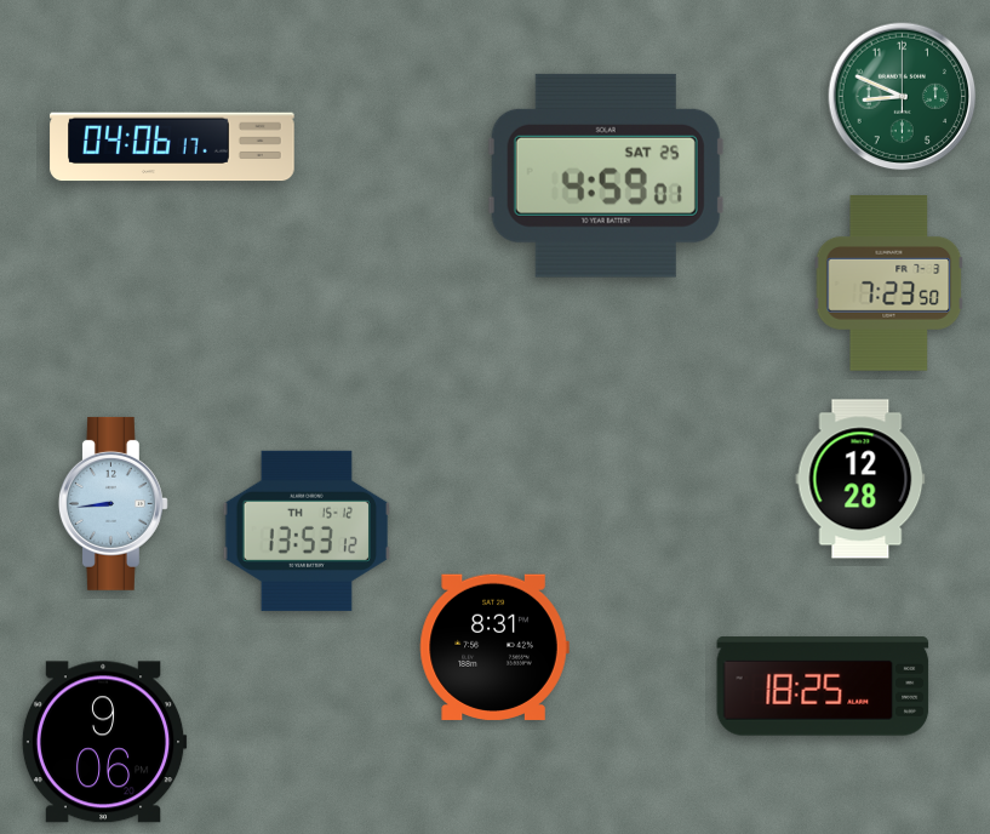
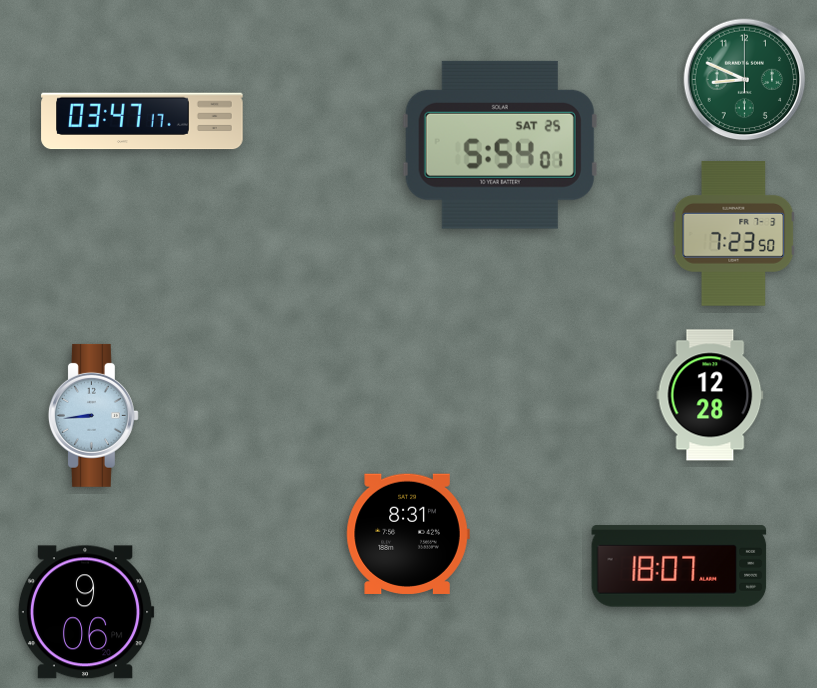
clock at (172, 147): 04:06 -> 03:47
clock at (606, 176): 4:59 -> 5:54
clock at (307, 531): 13:53 -> none
clock at (823, 686): 18:25 -> 18:07
